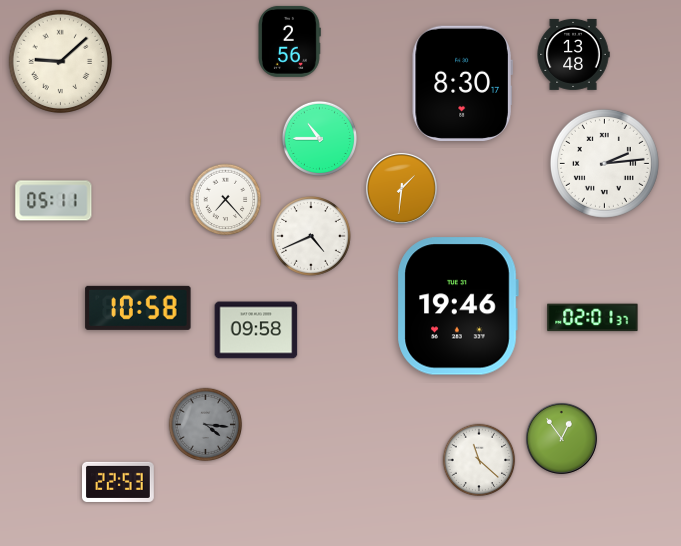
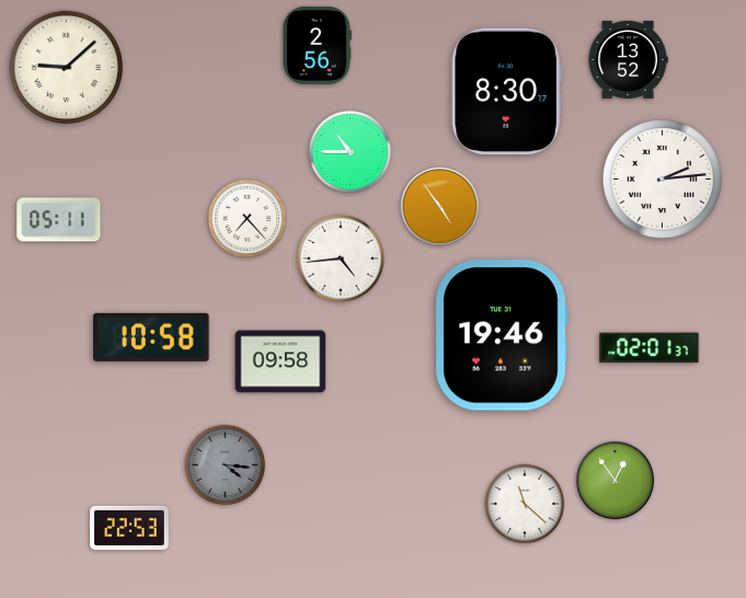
clock at (573, 54): 13:48 -> 13:52
clock at (401, 188): 1:31 -> 4:54
clock at (312, 237): 4:41 -> 4:44
